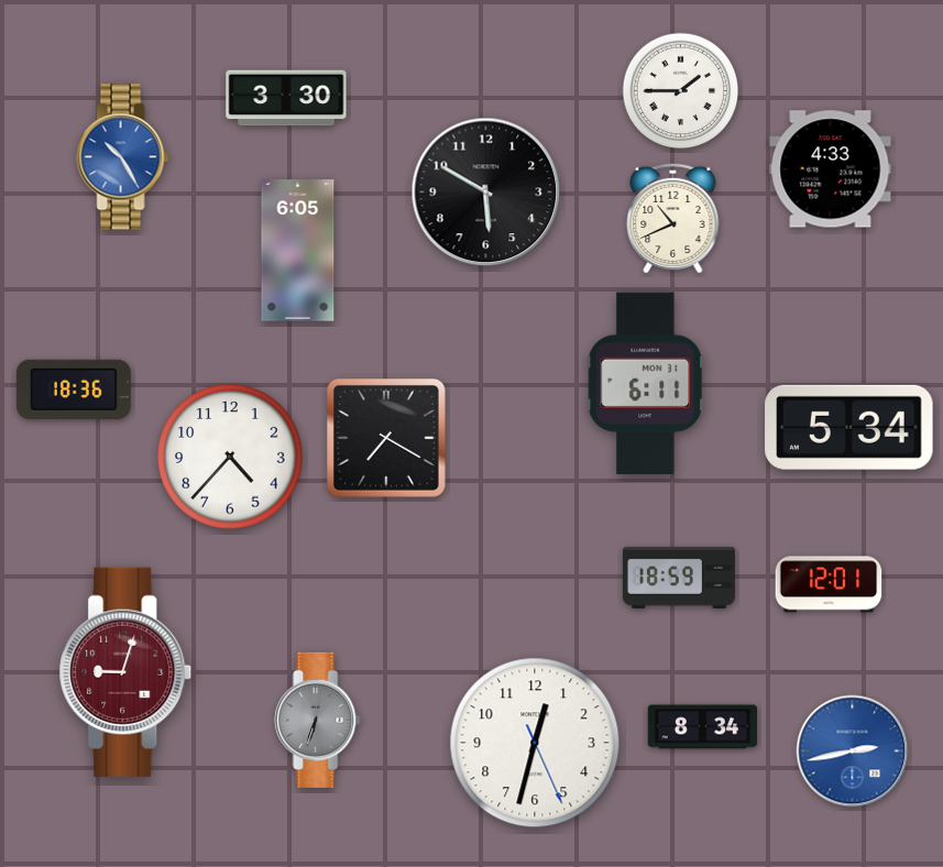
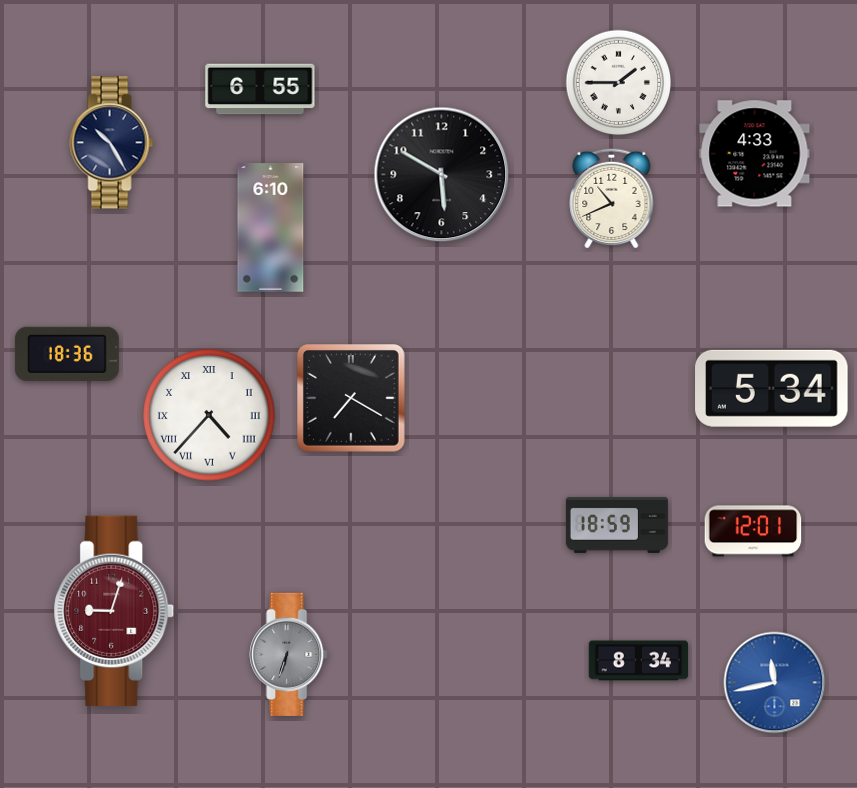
clock at (286, 98): 3:30 -> 6:55
clock at (123, 157) dial: blue -> navy
clock at (298, 251): 6:05 -> 6:10
clock at (646, 384): 6:11 -> none
clock at (230, 457) numerals: Arabic -> Roman
clock at (535, 743): 12:32 -> none
clock at (853, 751): 2:43 -> 11:43
